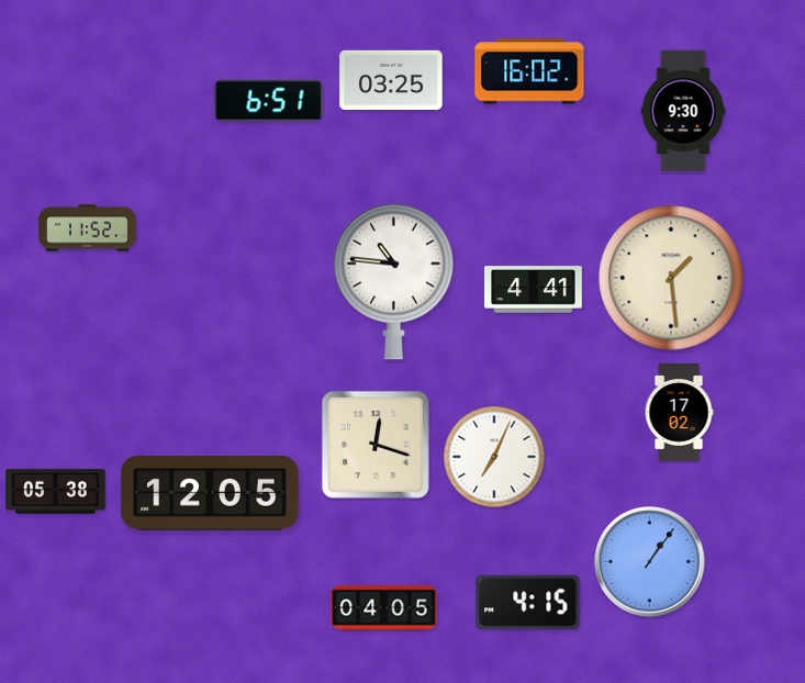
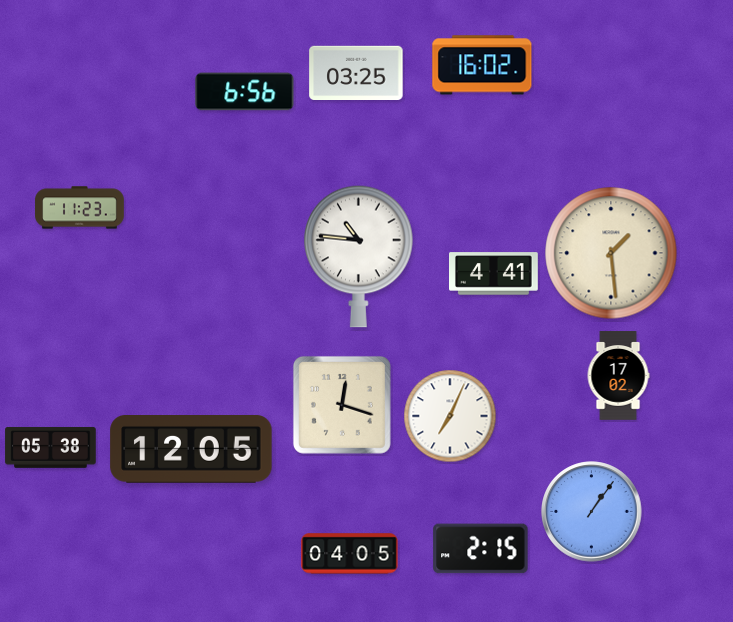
clock at (269, 101): 6:51 -> 6:56
clock at (683, 111): 9:30 -> none
clock at (88, 228): 11:52 -> 11:23
clock at (534, 290) position: (534, 290) -> (494, 274)
clock at (528, 603): 4:15 -> 2:15
